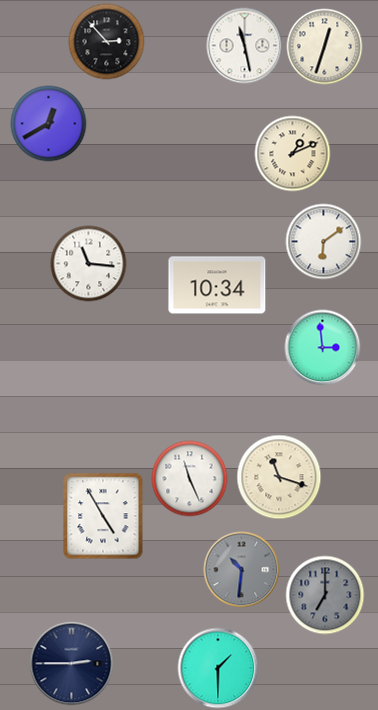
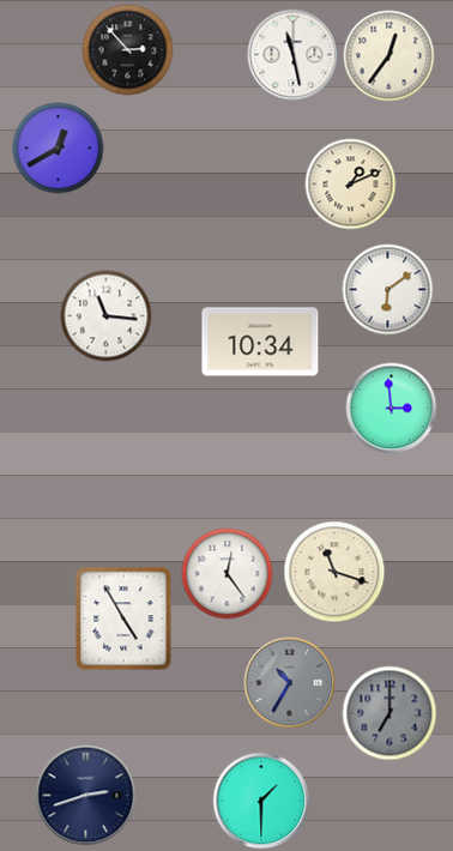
clock at (325, 47): 12:33 -> 12:36
clock at (323, 348) position: (323, 348) -> (392, 409)
clock at (190, 479): 11:26 -> 12:24
clock at (242, 570): 10:31 -> 10:35
clock at (72, 664): 2:45 -> 2:42
